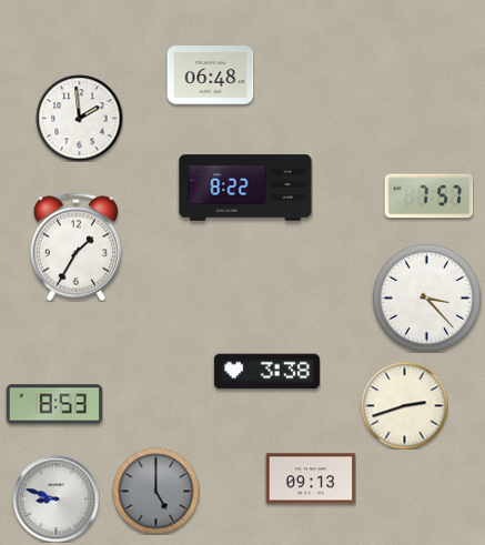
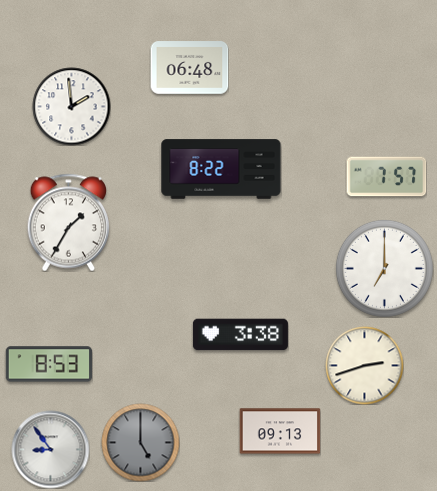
clock at (426, 297): 3:23 -> 7:00
clock at (55, 498): 8:48 -> 8:54
